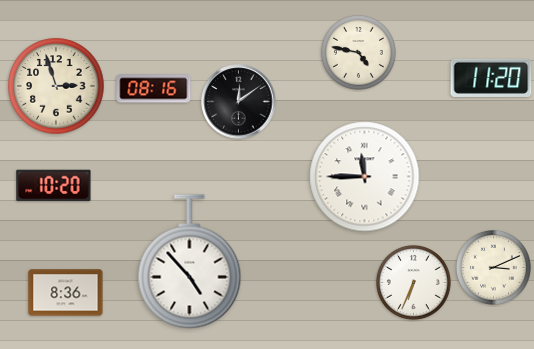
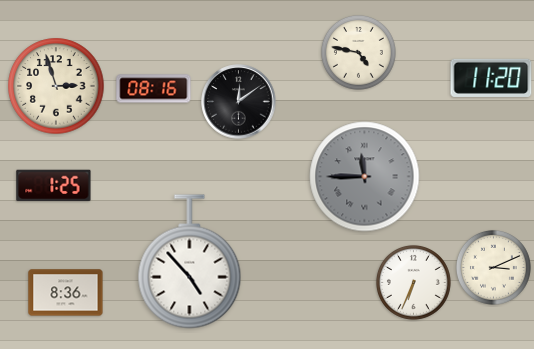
clock at (365, 177) dial: white -> grey
clock at (54, 186): 10:20 -> 1:25
